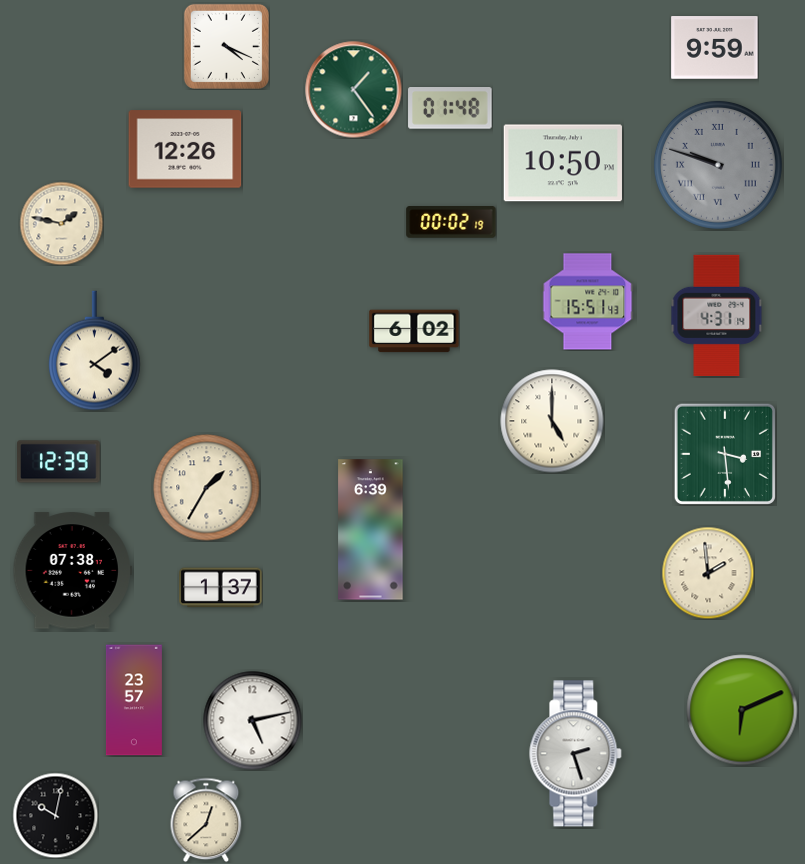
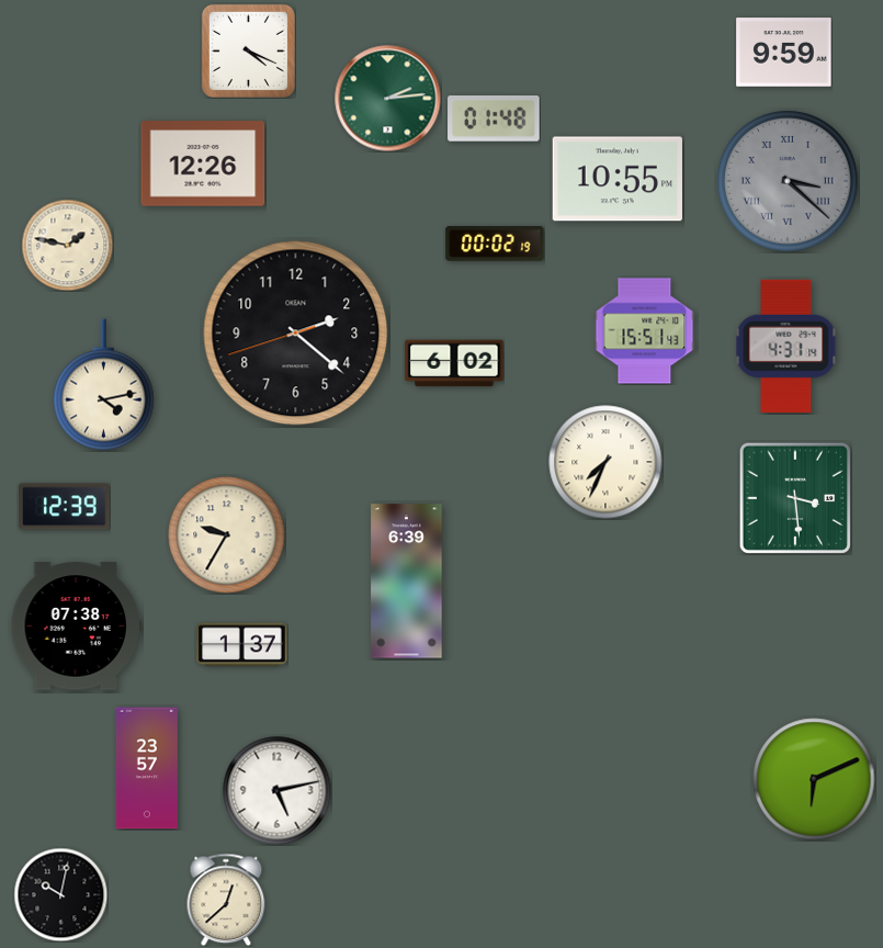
clock at (354, 90): 1:24 -> 2:14
clock at (562, 163): 10:50 -> 10:55
clock at (718, 165): 9:48 -> 3:22
clock at (296, 334): none -> 2:21
clock at (95, 351): 4:09 -> 4:13
clock at (552, 421): 5:00 -> 7:34
clock at (207, 488): 1:35 -> 9:35
clock at (72, 571) position: (72, 571) -> (76, 627)
clock at (708, 573): 1:59 -> none
clock at (576, 754): 2:27 -> none
